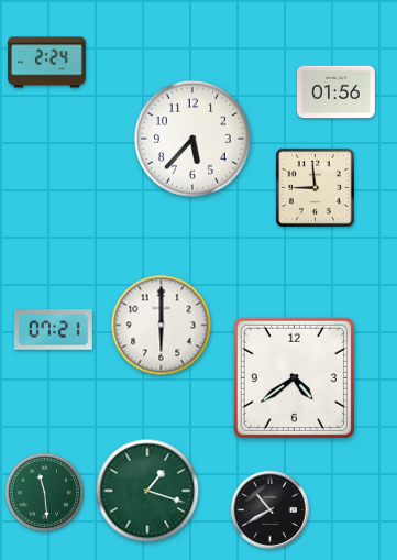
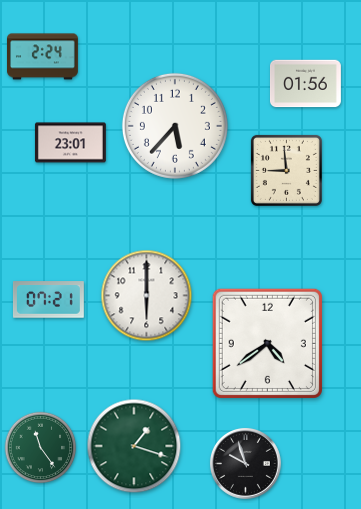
clock at (71, 143): none -> 23:01
clock at (45, 493): 11:29 -> 11:24
clock at (269, 509): 10:40 -> 9:57
